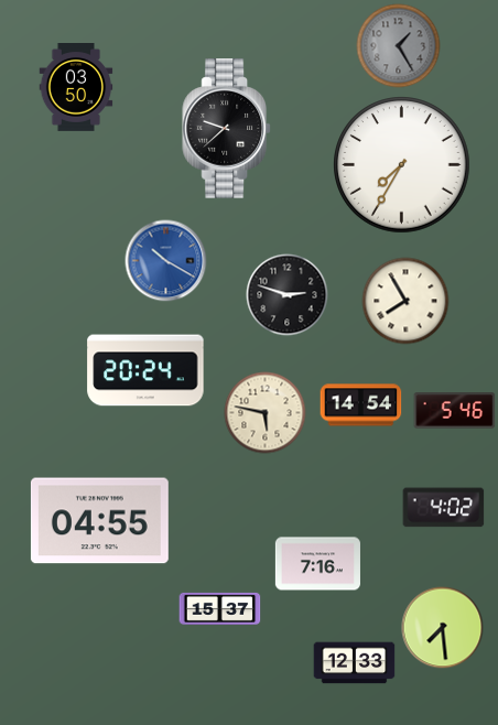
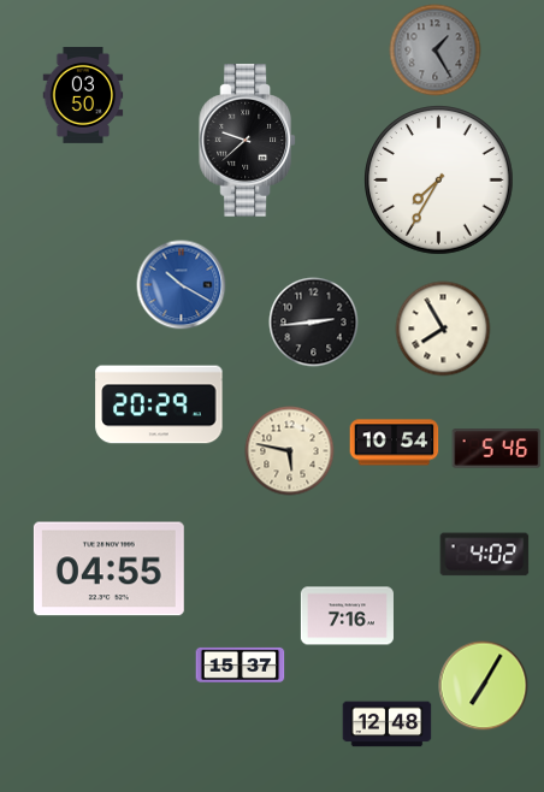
clock at (288, 295): 2:48 -> 2:44
clock at (145, 370): 20:24 -> 20:29
clock at (361, 405): 14:54 -> 10:54
clock at (443, 628): 7:29 -> 7:05
clock at (355, 663): 12:33 -> 12:48
